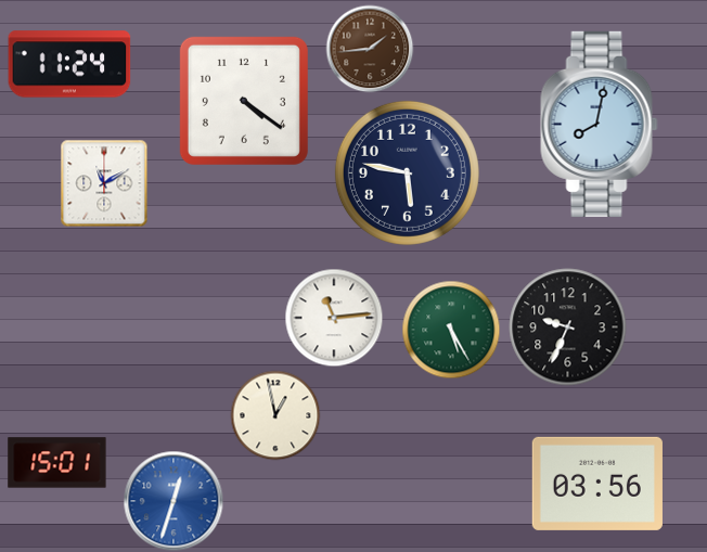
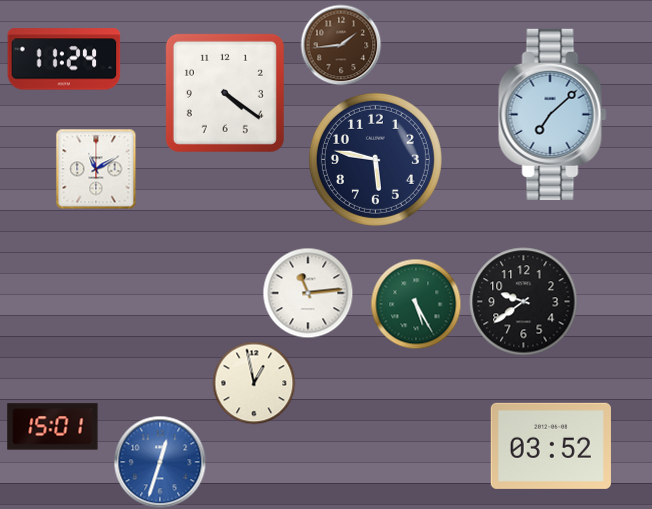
clock at (600, 124): 8:02 -> 7:08
clock at (568, 328): 9:34 -> 9:39
clock at (597, 484): 03:56 -> 03:52
